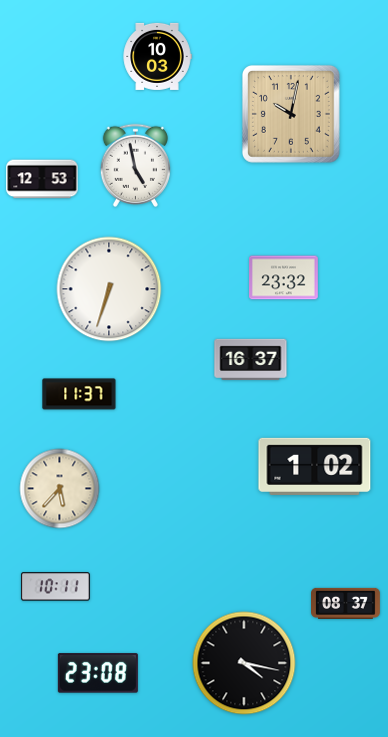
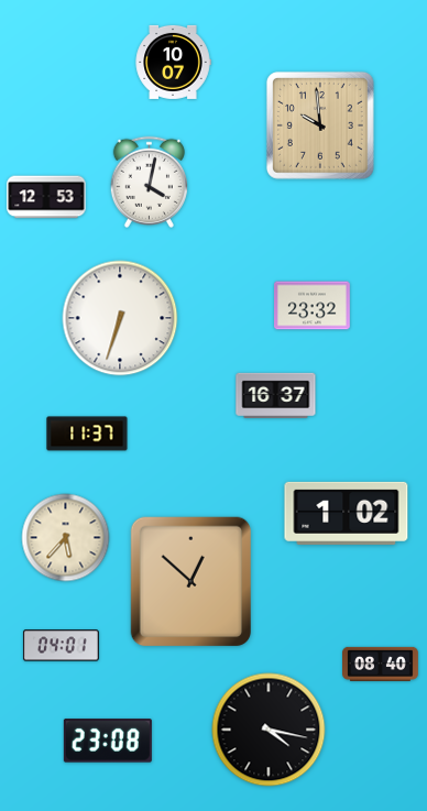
clock at (157, 56): 10:03 -> 10:07
clock at (291, 114): 10:02 -> 9:59
clock at (135, 165): 4:58 -> 4:02
clock at (190, 582): none -> 12:52
clock at (55, 587): 10:11 -> 04:01
clock at (346, 603): 08:37 -> 08:40
